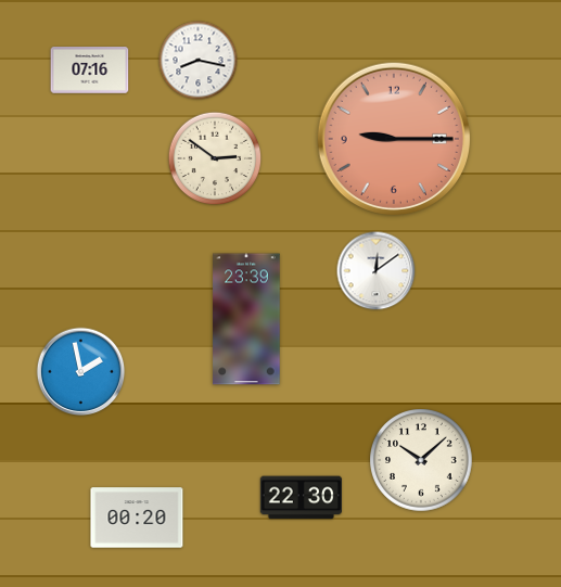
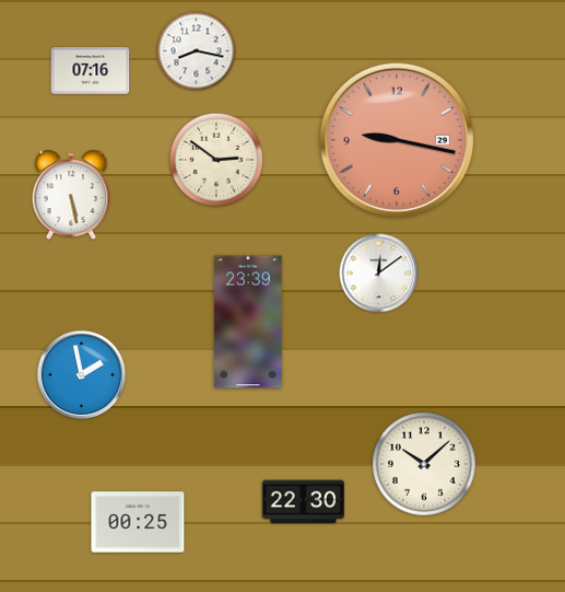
clock at (199, 61) position: (199, 61) -> (197, 51)
clock at (393, 138): 9:15 -> 9:17
clock at (71, 194): none -> 5:28
clock at (137, 518): 00:20 -> 00:25
